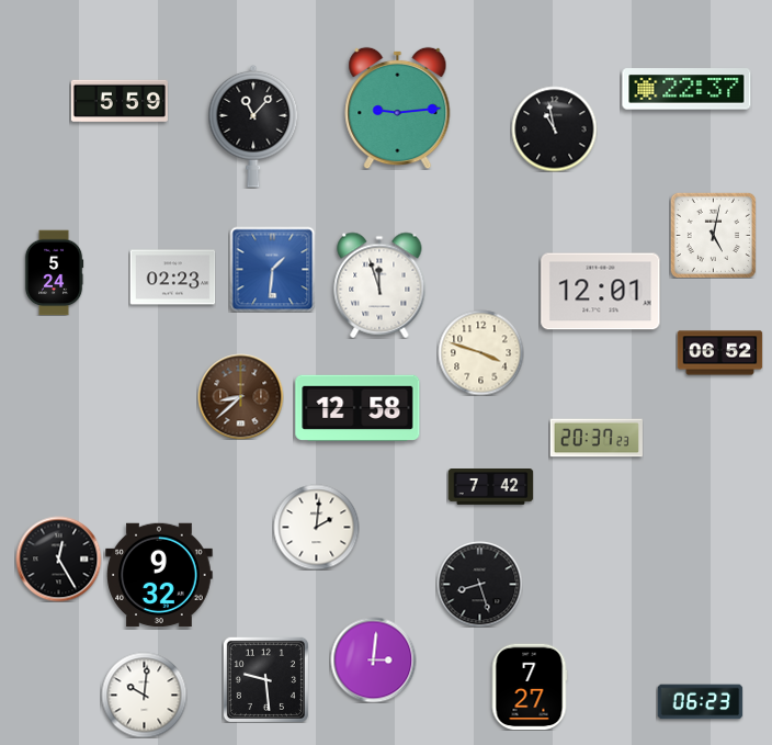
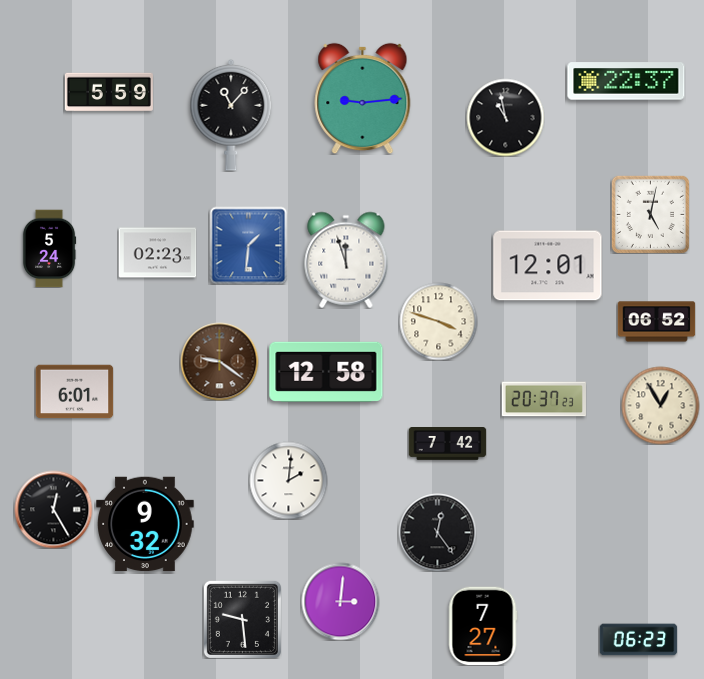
clock at (240, 396): 8:38 -> 9:21
clock at (74, 392): none -> 6:01
clock at (660, 405): none -> 12:55
clock at (479, 584): 8:27 -> 12:24
clock at (144, 695): 10:01 -> none
